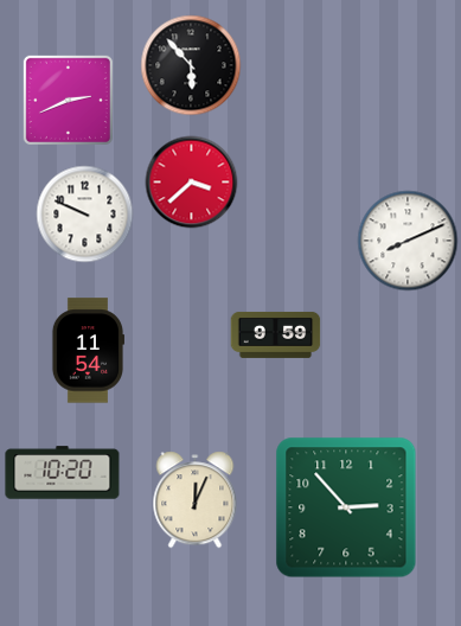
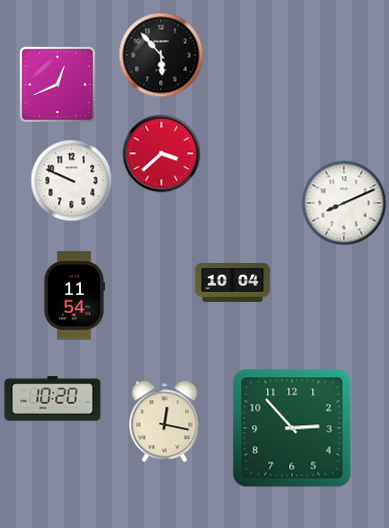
clock at (68, 100): 2:41 -> 12:41
clock at (276, 334): 9:59 -> 10:04
clock at (196, 500): 12:04 -> 12:17
